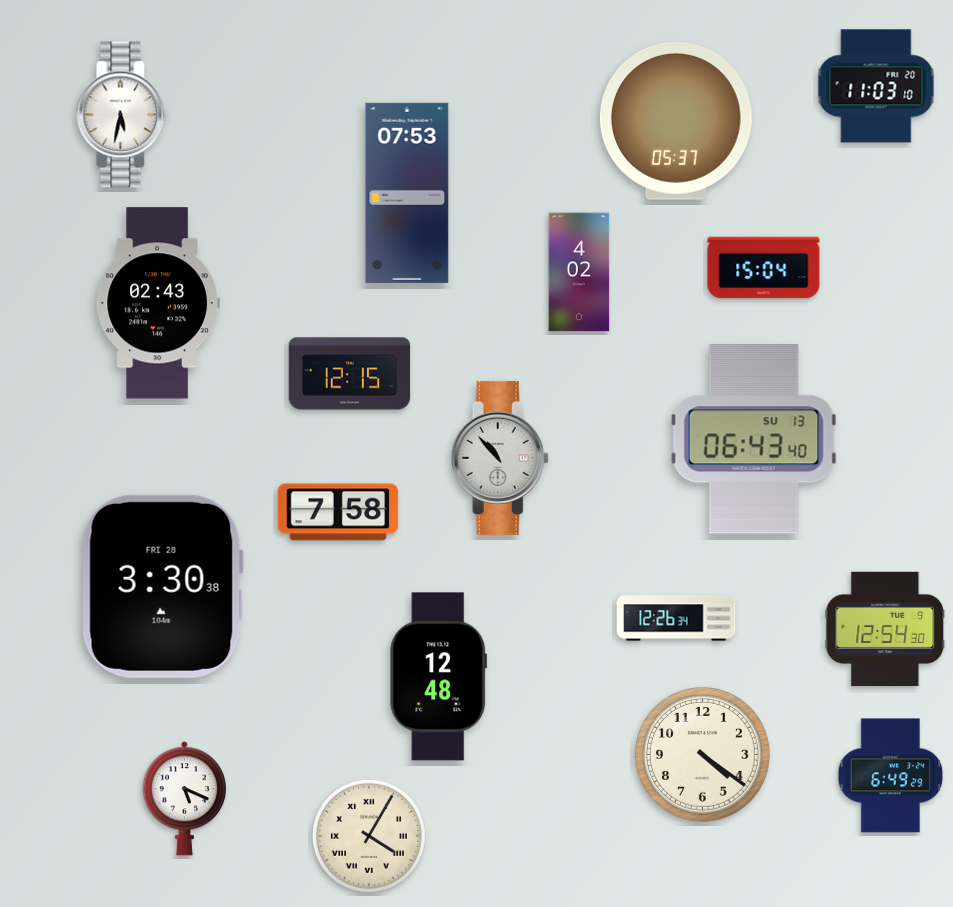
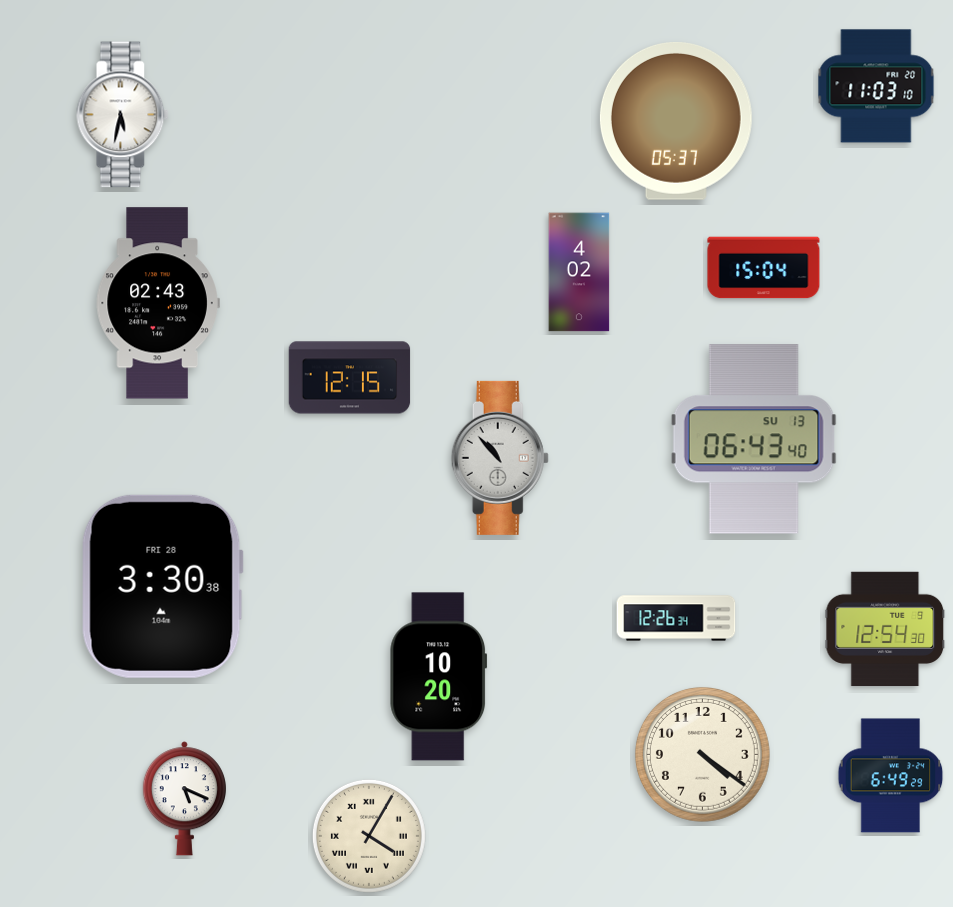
clock at (407, 193): 07:53 -> none
clock at (350, 374) position: (350, 374) -> (350, 378)
clock at (338, 512): 7:58 -> none
clock at (439, 677): 12:48 -> 10:20
